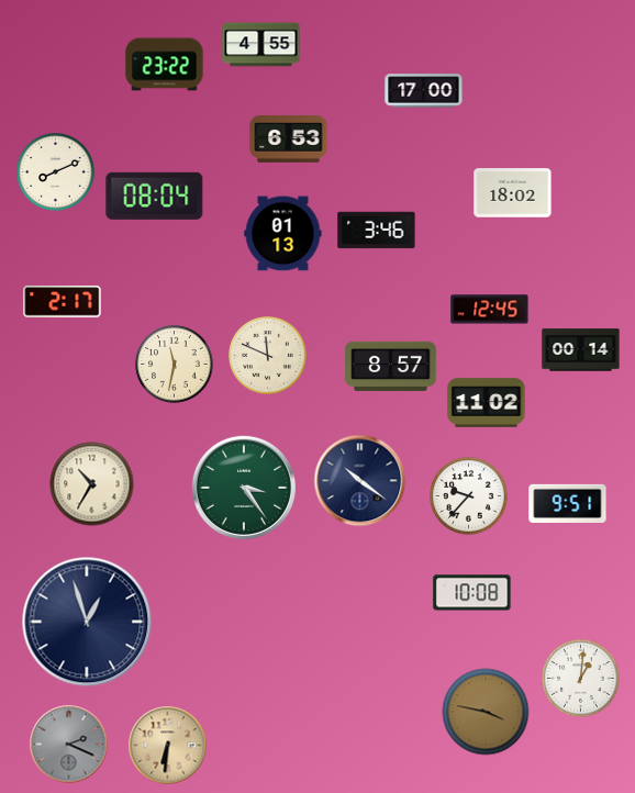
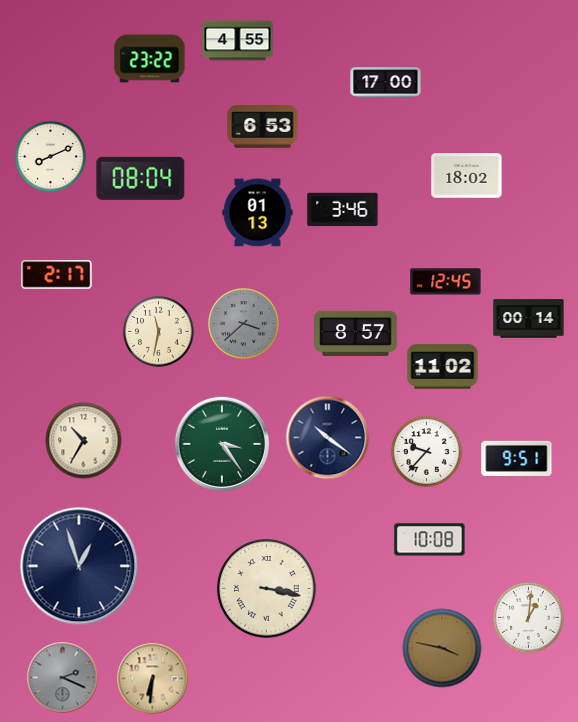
clock at (268, 356): 11:49 -> 3:38
clock at (268, 356) dial: cream -> grey
clock at (267, 589): none -> 3:17
